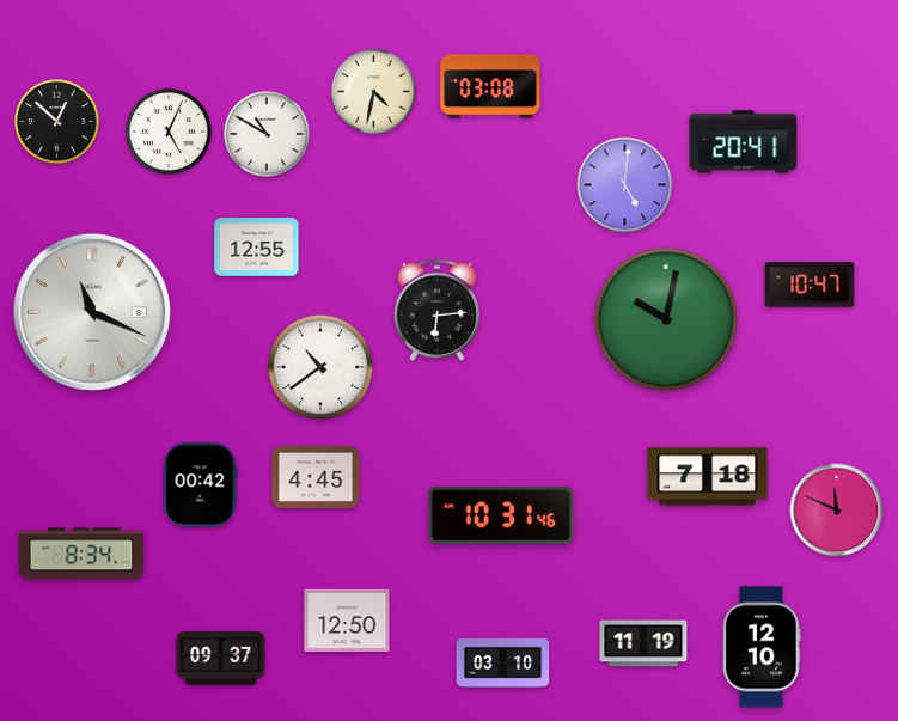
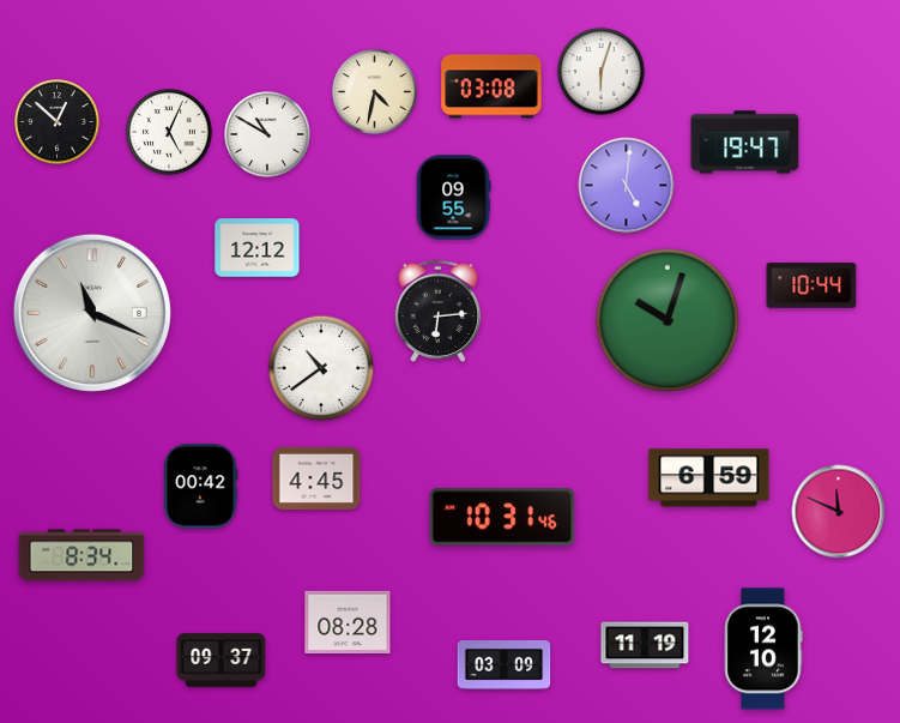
clock at (602, 72): none -> 6:03
clock at (744, 142): 20:41 -> 19:47
clock at (453, 198): none -> 09:55
clock at (257, 248): 12:55 -> 12:12
clock at (810, 285): 10:47 -> 10:44
clock at (666, 319): 10:02 -> 10:03
clock at (708, 477): 7:18 -> 6:59
clock at (347, 619): 12:50 -> 08:28
clock at (503, 662): 03:10 -> 03:09
